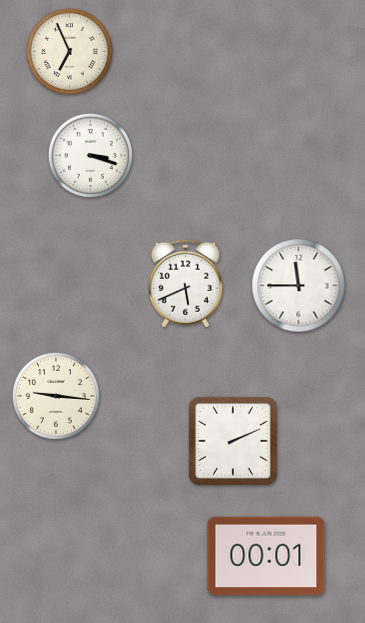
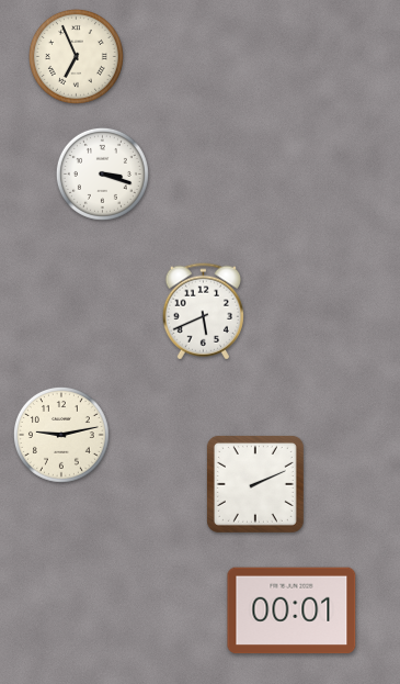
clock at (90, 155) position: (90, 155) -> (102, 173)
clock at (299, 286): 11:45 -> none
clock at (56, 396): 9:16 -> 9:13
